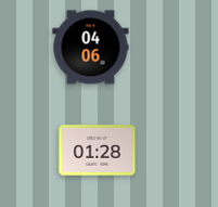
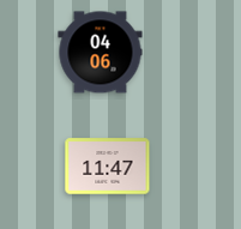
clock at (98, 151): 01:28 -> 11:47
